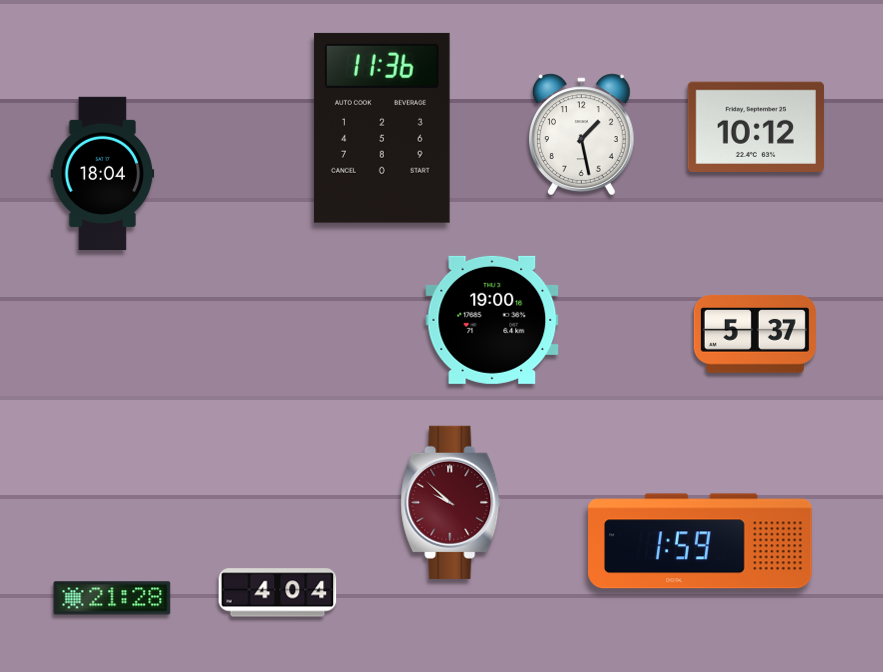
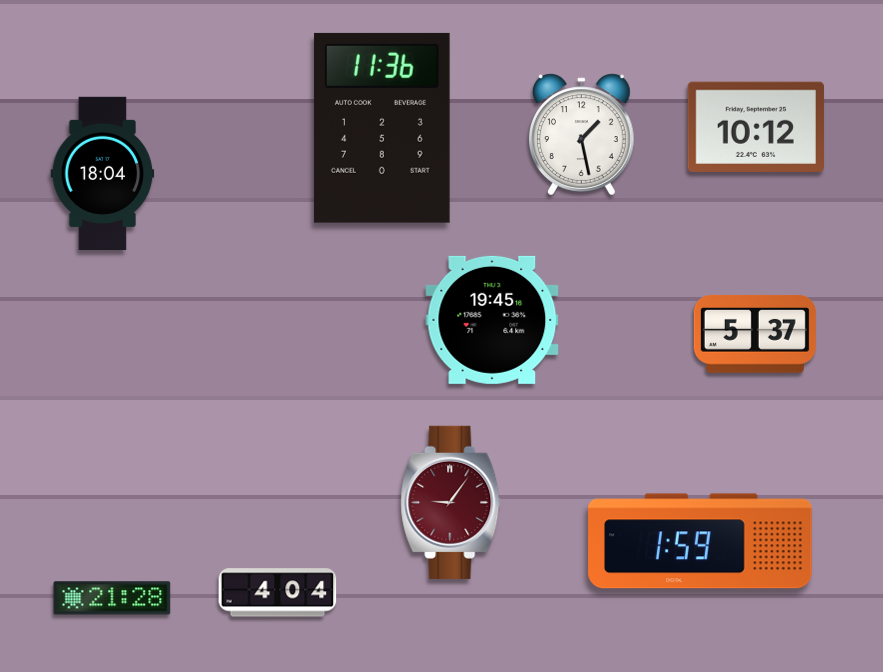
clock at (492, 320): 19:00 -> 19:45
clock at (451, 502): 9:52 -> 9:06
